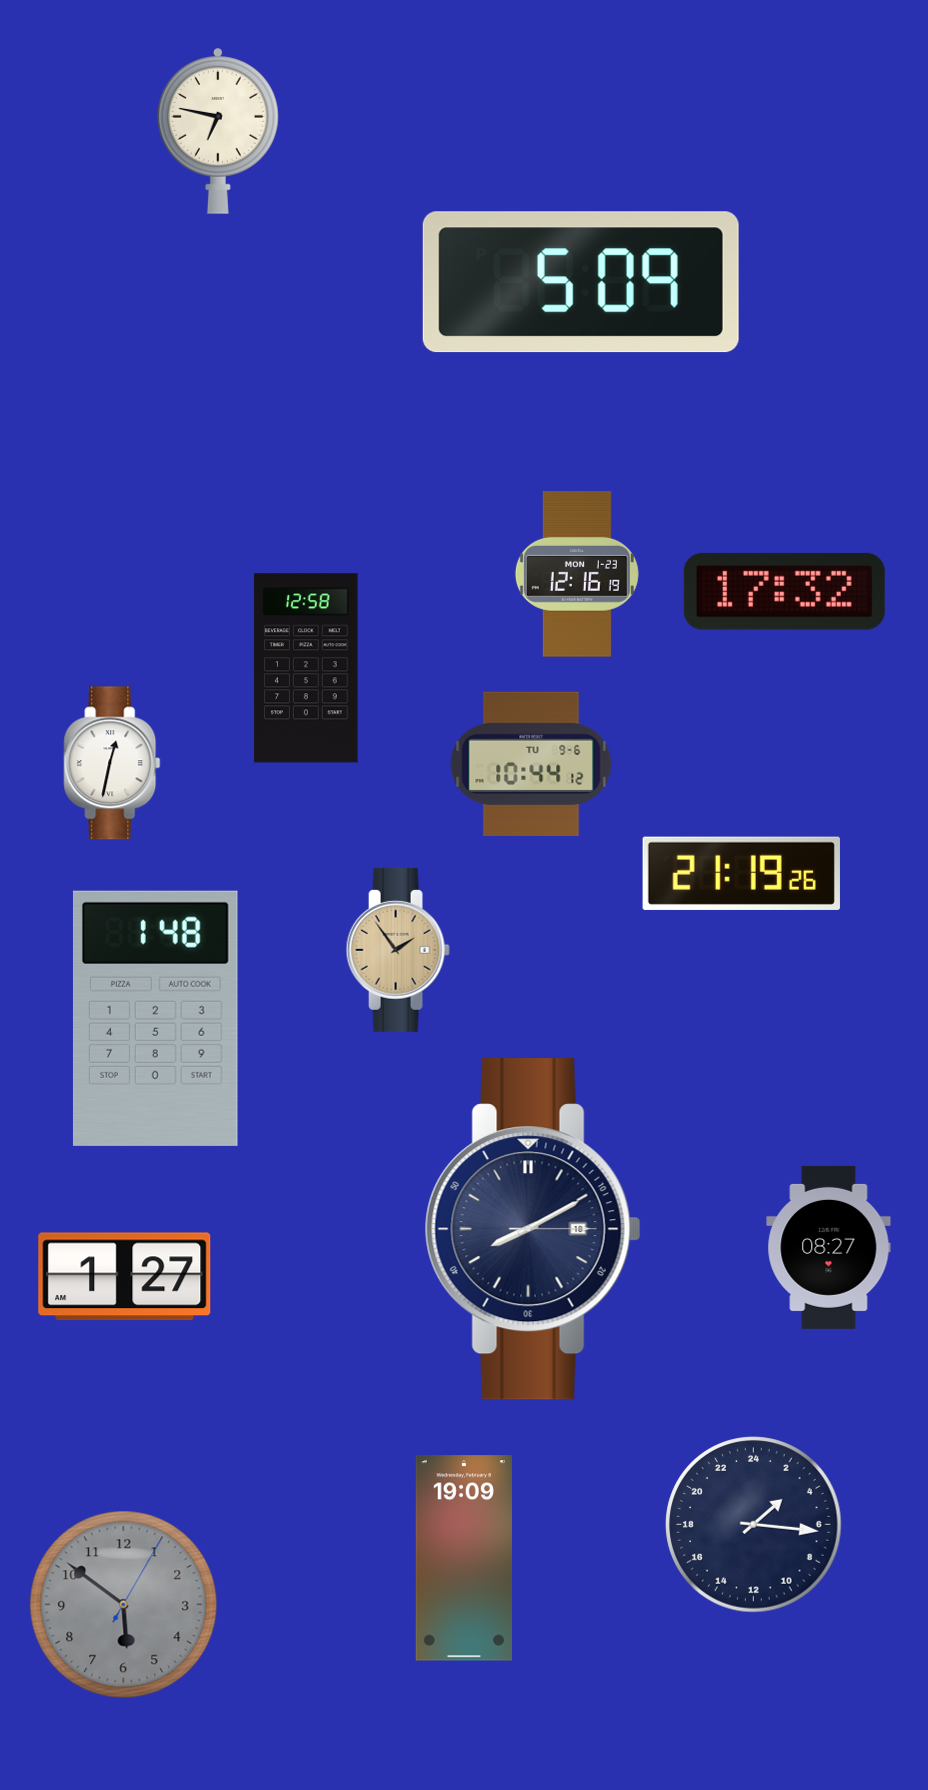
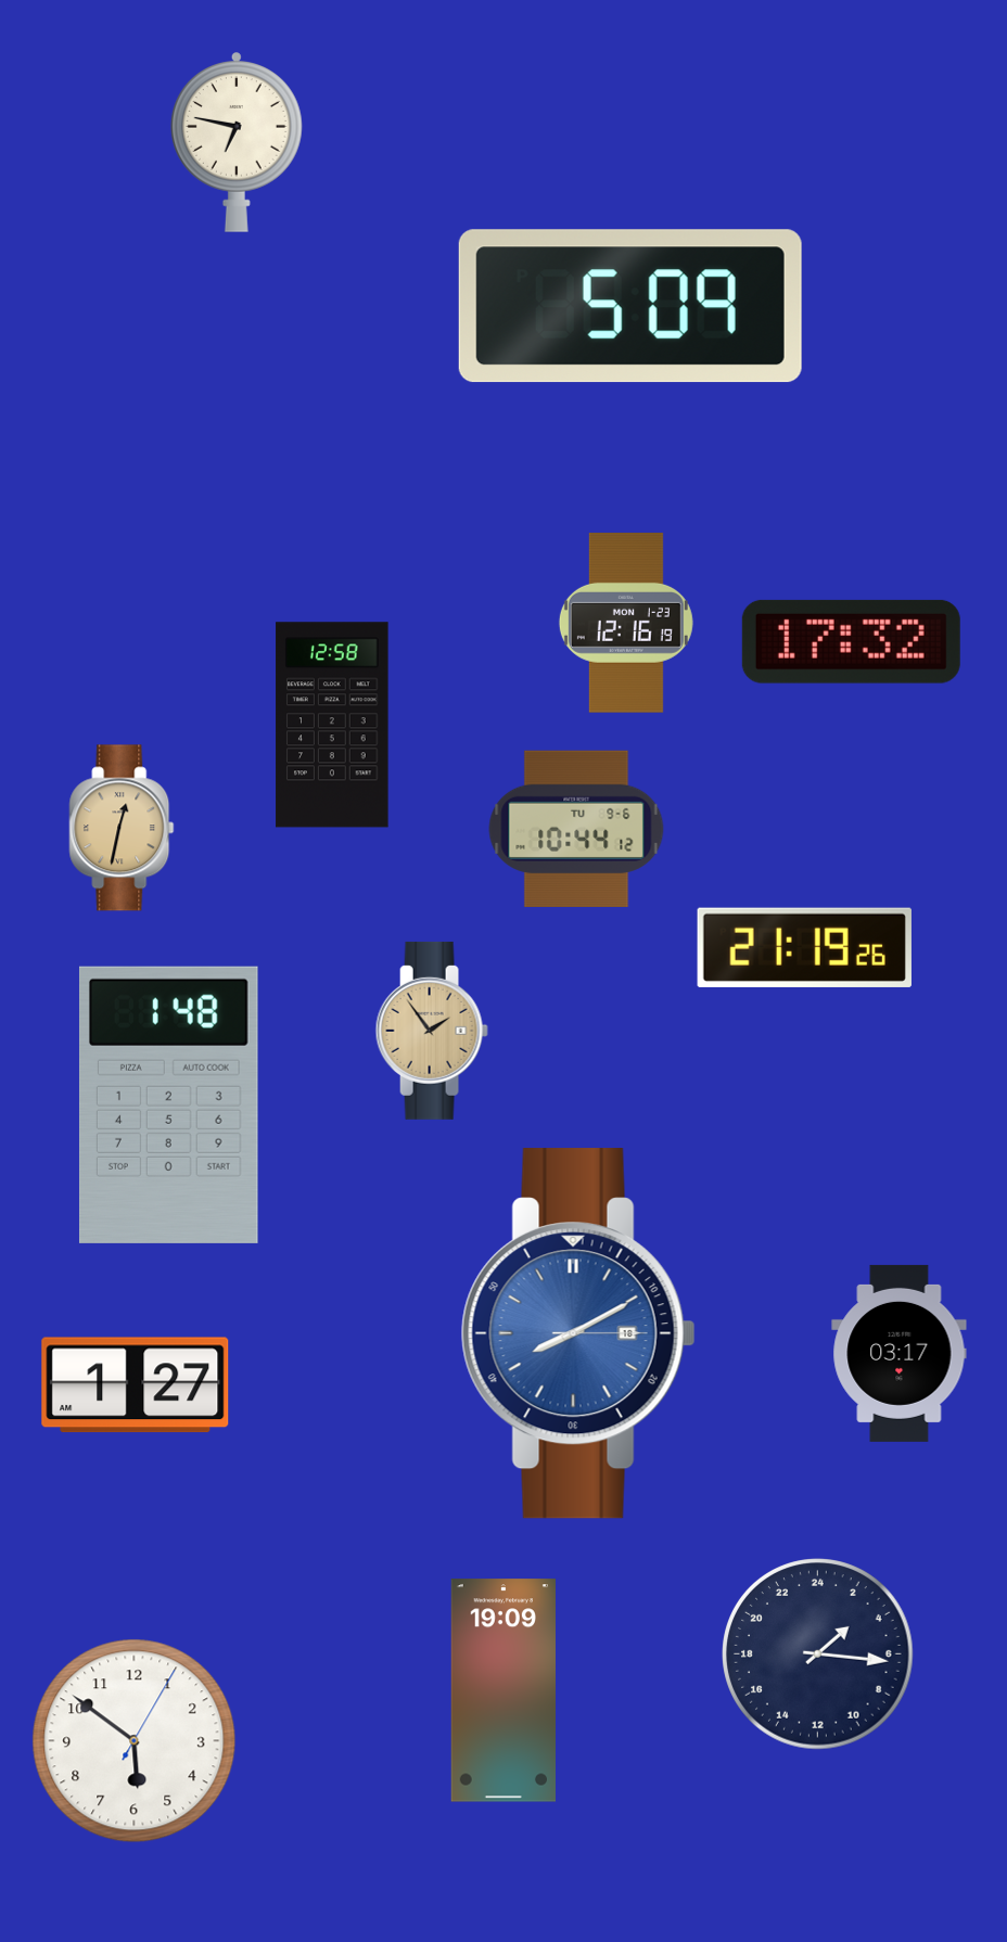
clock at (112, 763) dial: white -> champagne
clock at (533, 1229) dial: navy -> blue
clock at (829, 1247): 08:27 -> 03:17
clock at (124, 1605) dial: grey -> white
